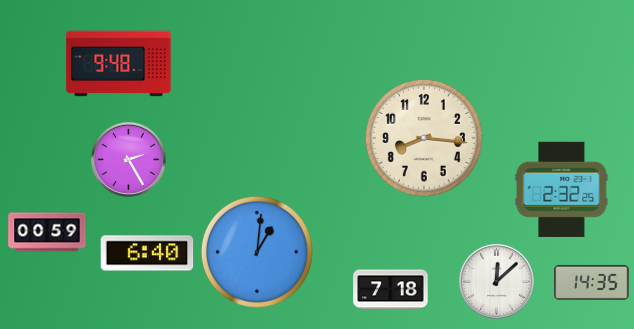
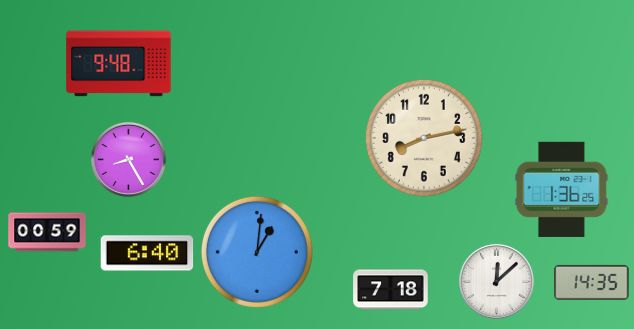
clock at (424, 138): 8:16 -> 8:13
clock at (128, 159): 2:25 -> 8:25
clock at (562, 189): 2:32 -> 1:36
